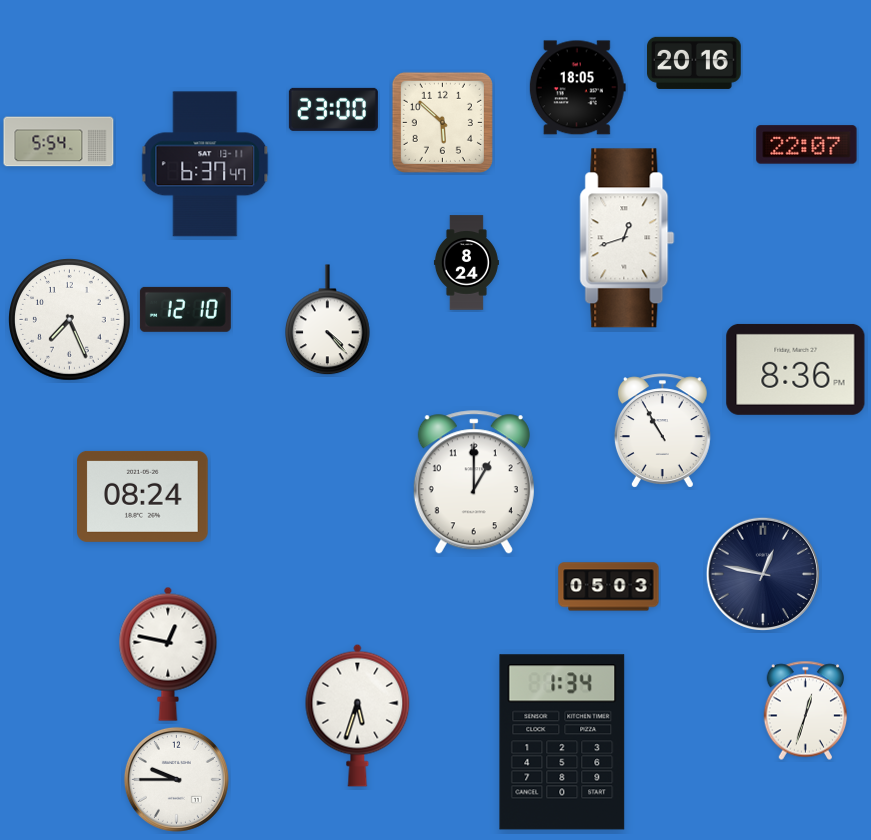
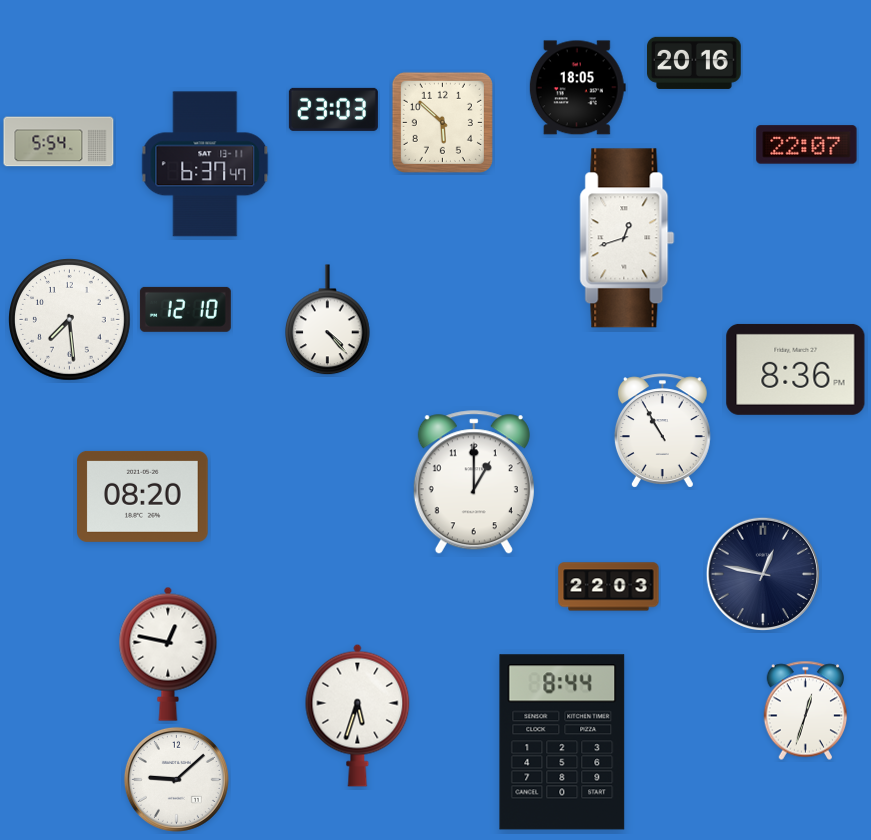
clock at (333, 109): 23:00 -> 23:03
clock at (466, 263): 8:24 -> none
clock at (70, 320): 7:26 -> 7:29
clock at (143, 496): 08:24 -> 08:20
clock at (609, 587): 05:03 -> 22:03
clock at (562, 742): 1:34 -> 8:44
clock at (176, 779): 9:45 -> 9:08
